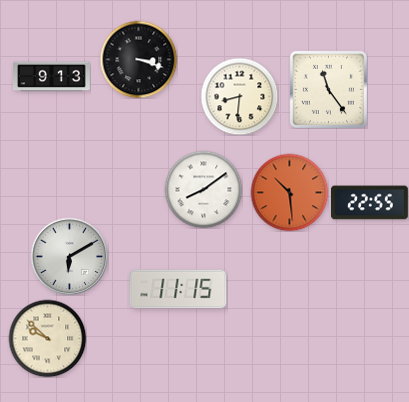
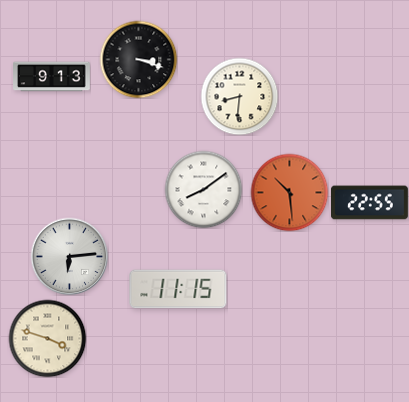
clock at (328, 89): 11:24 -> none
clock at (69, 256): 6:10 -> 6:14
clock at (47, 338): 9:52 -> 3:48
